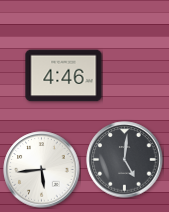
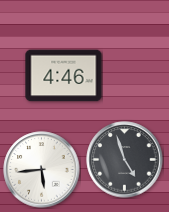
clock at (125, 160): 5:01 -> 4:57
